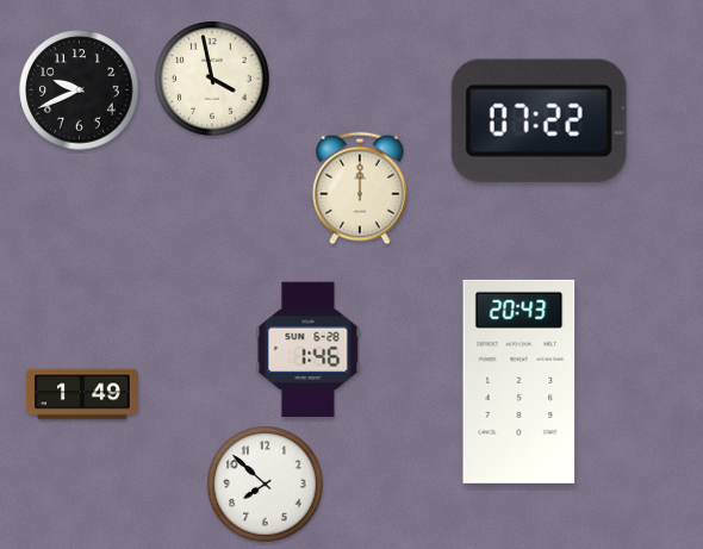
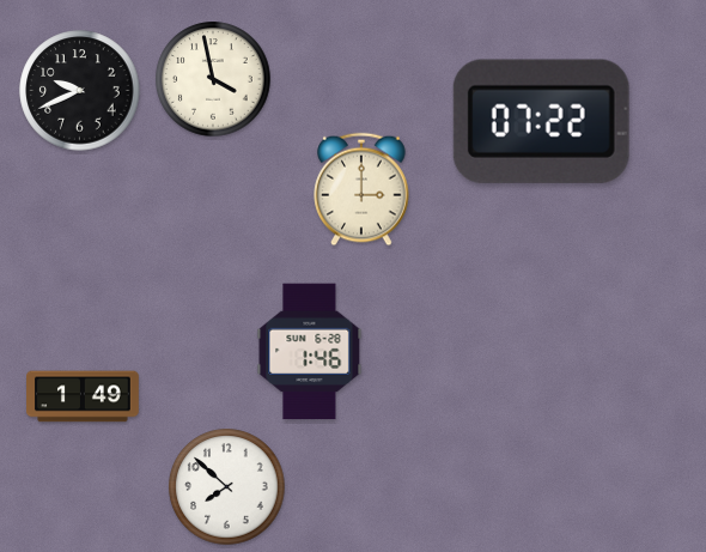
clock at (360, 188): 12:00 -> 3:00
clock at (520, 381): 20:43 -> none
clock at (266, 485) position: (266, 485) -> (227, 487)
